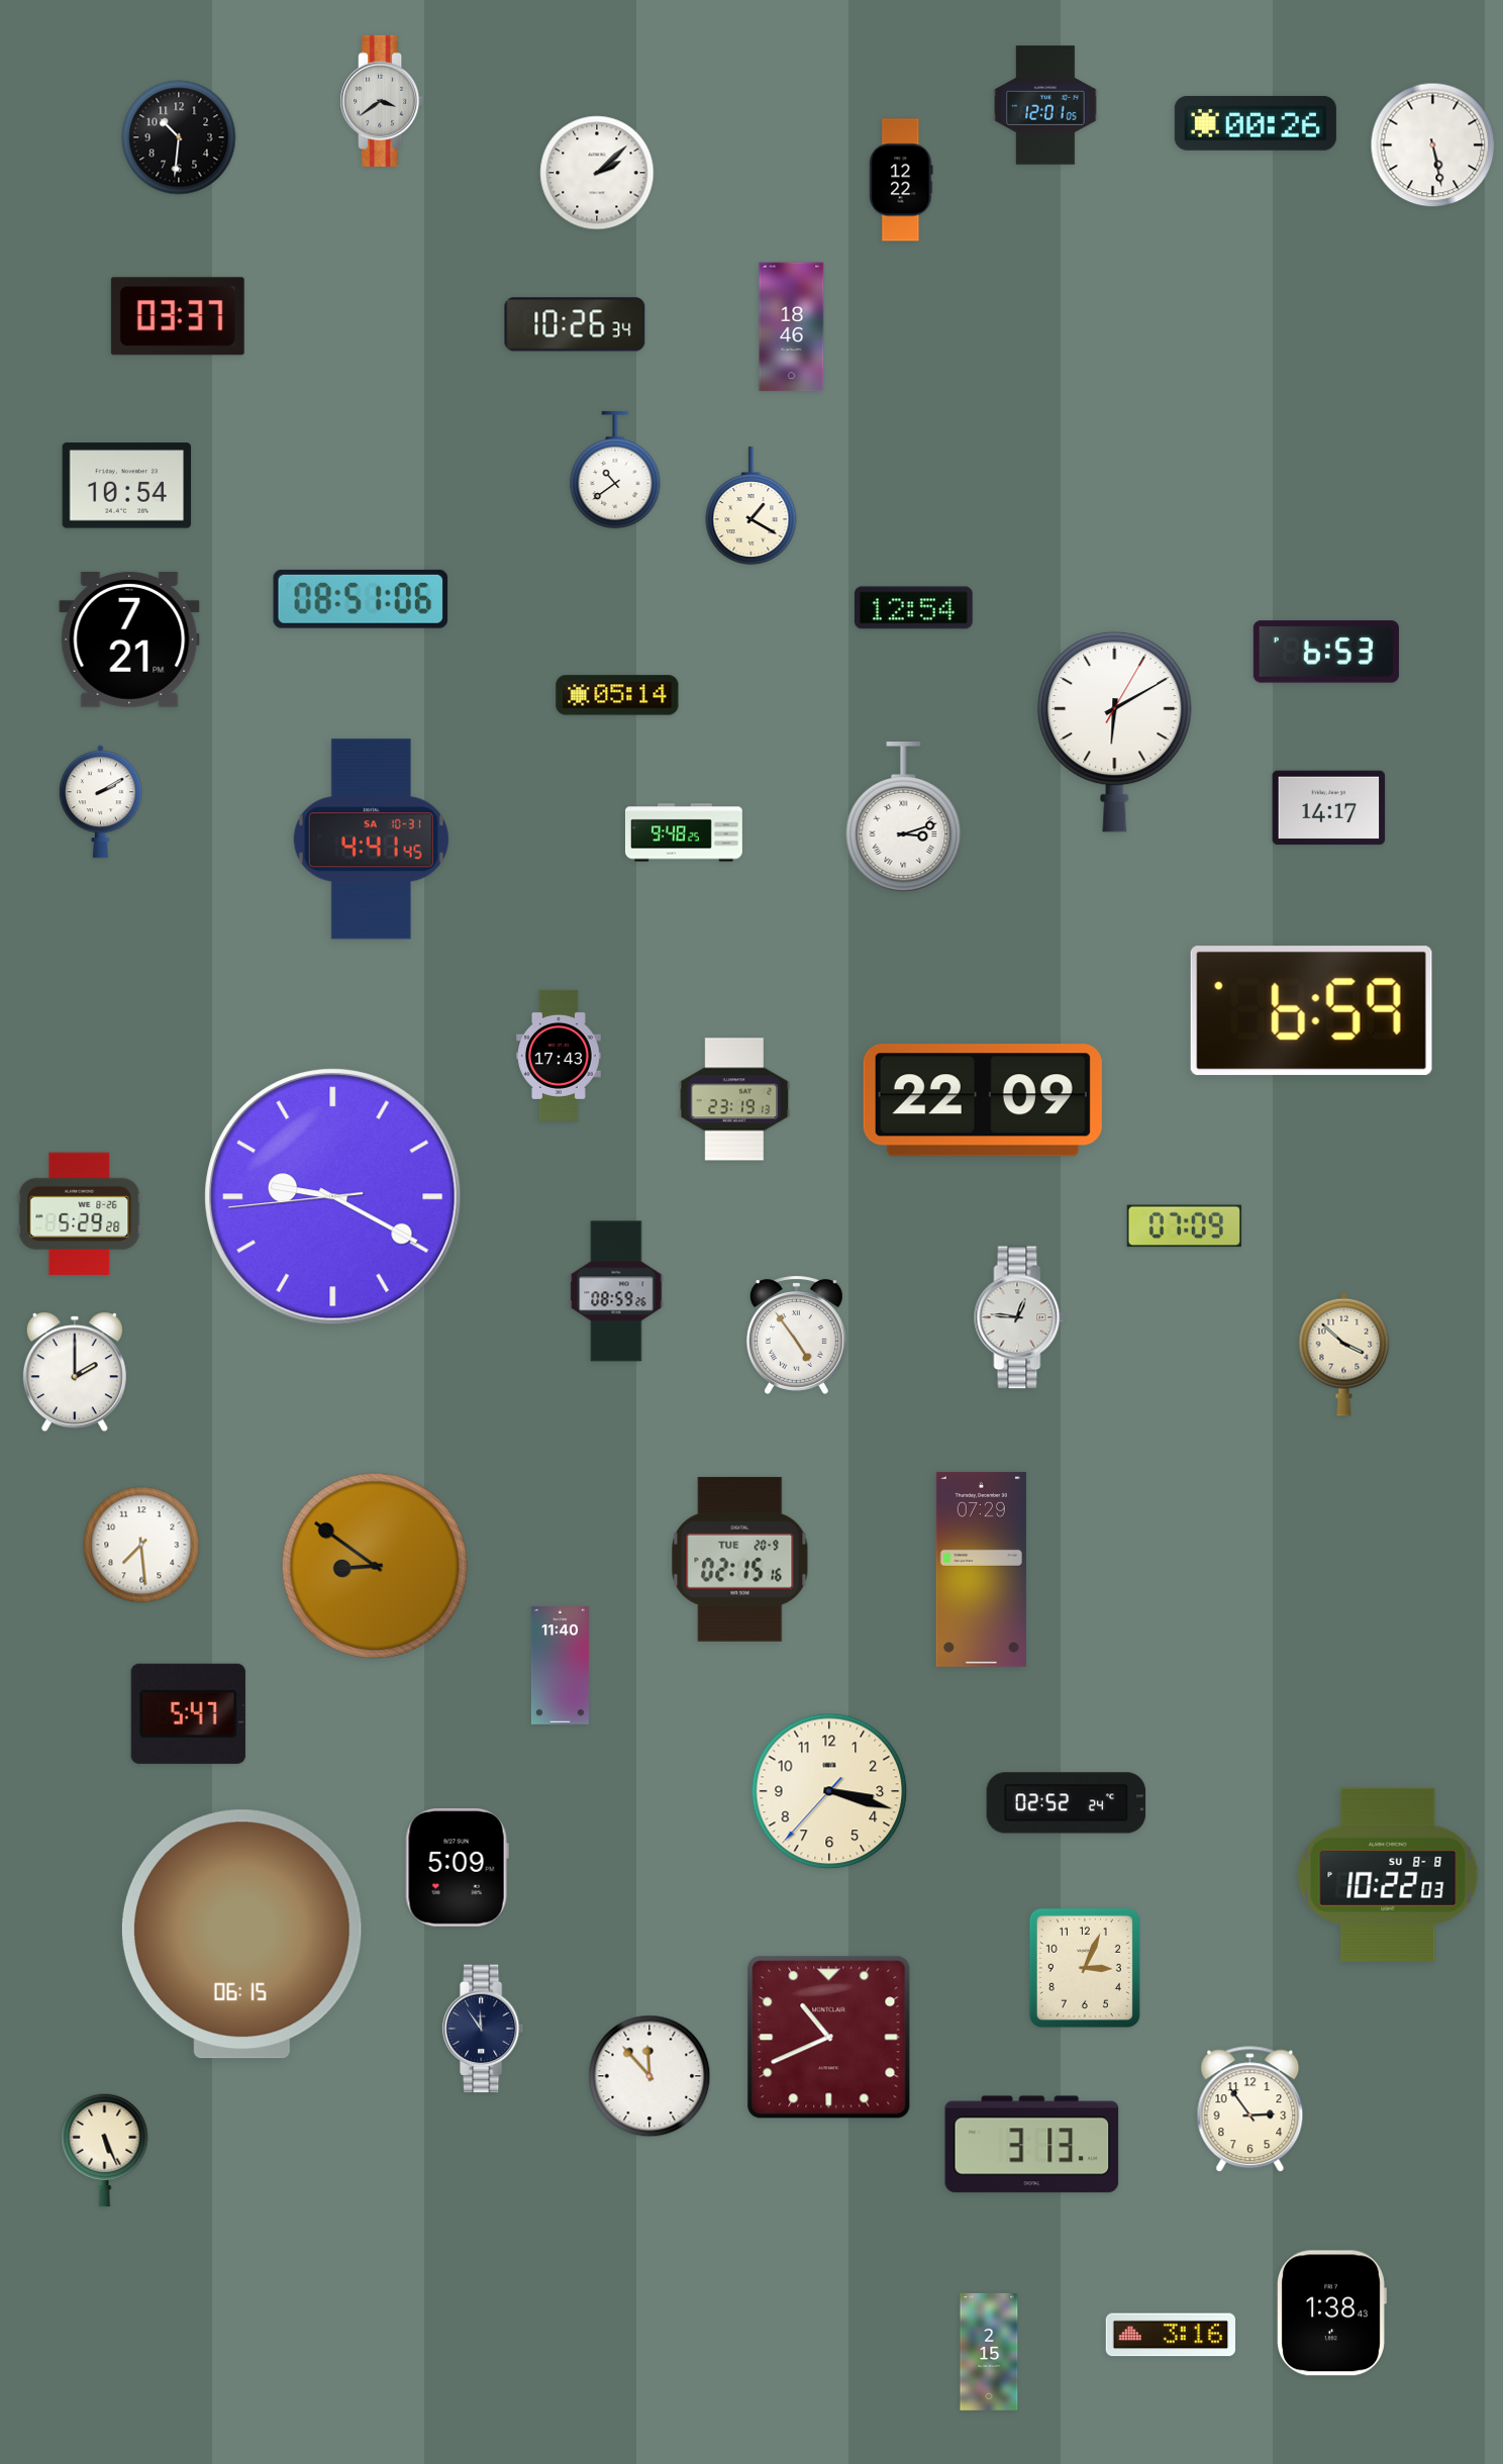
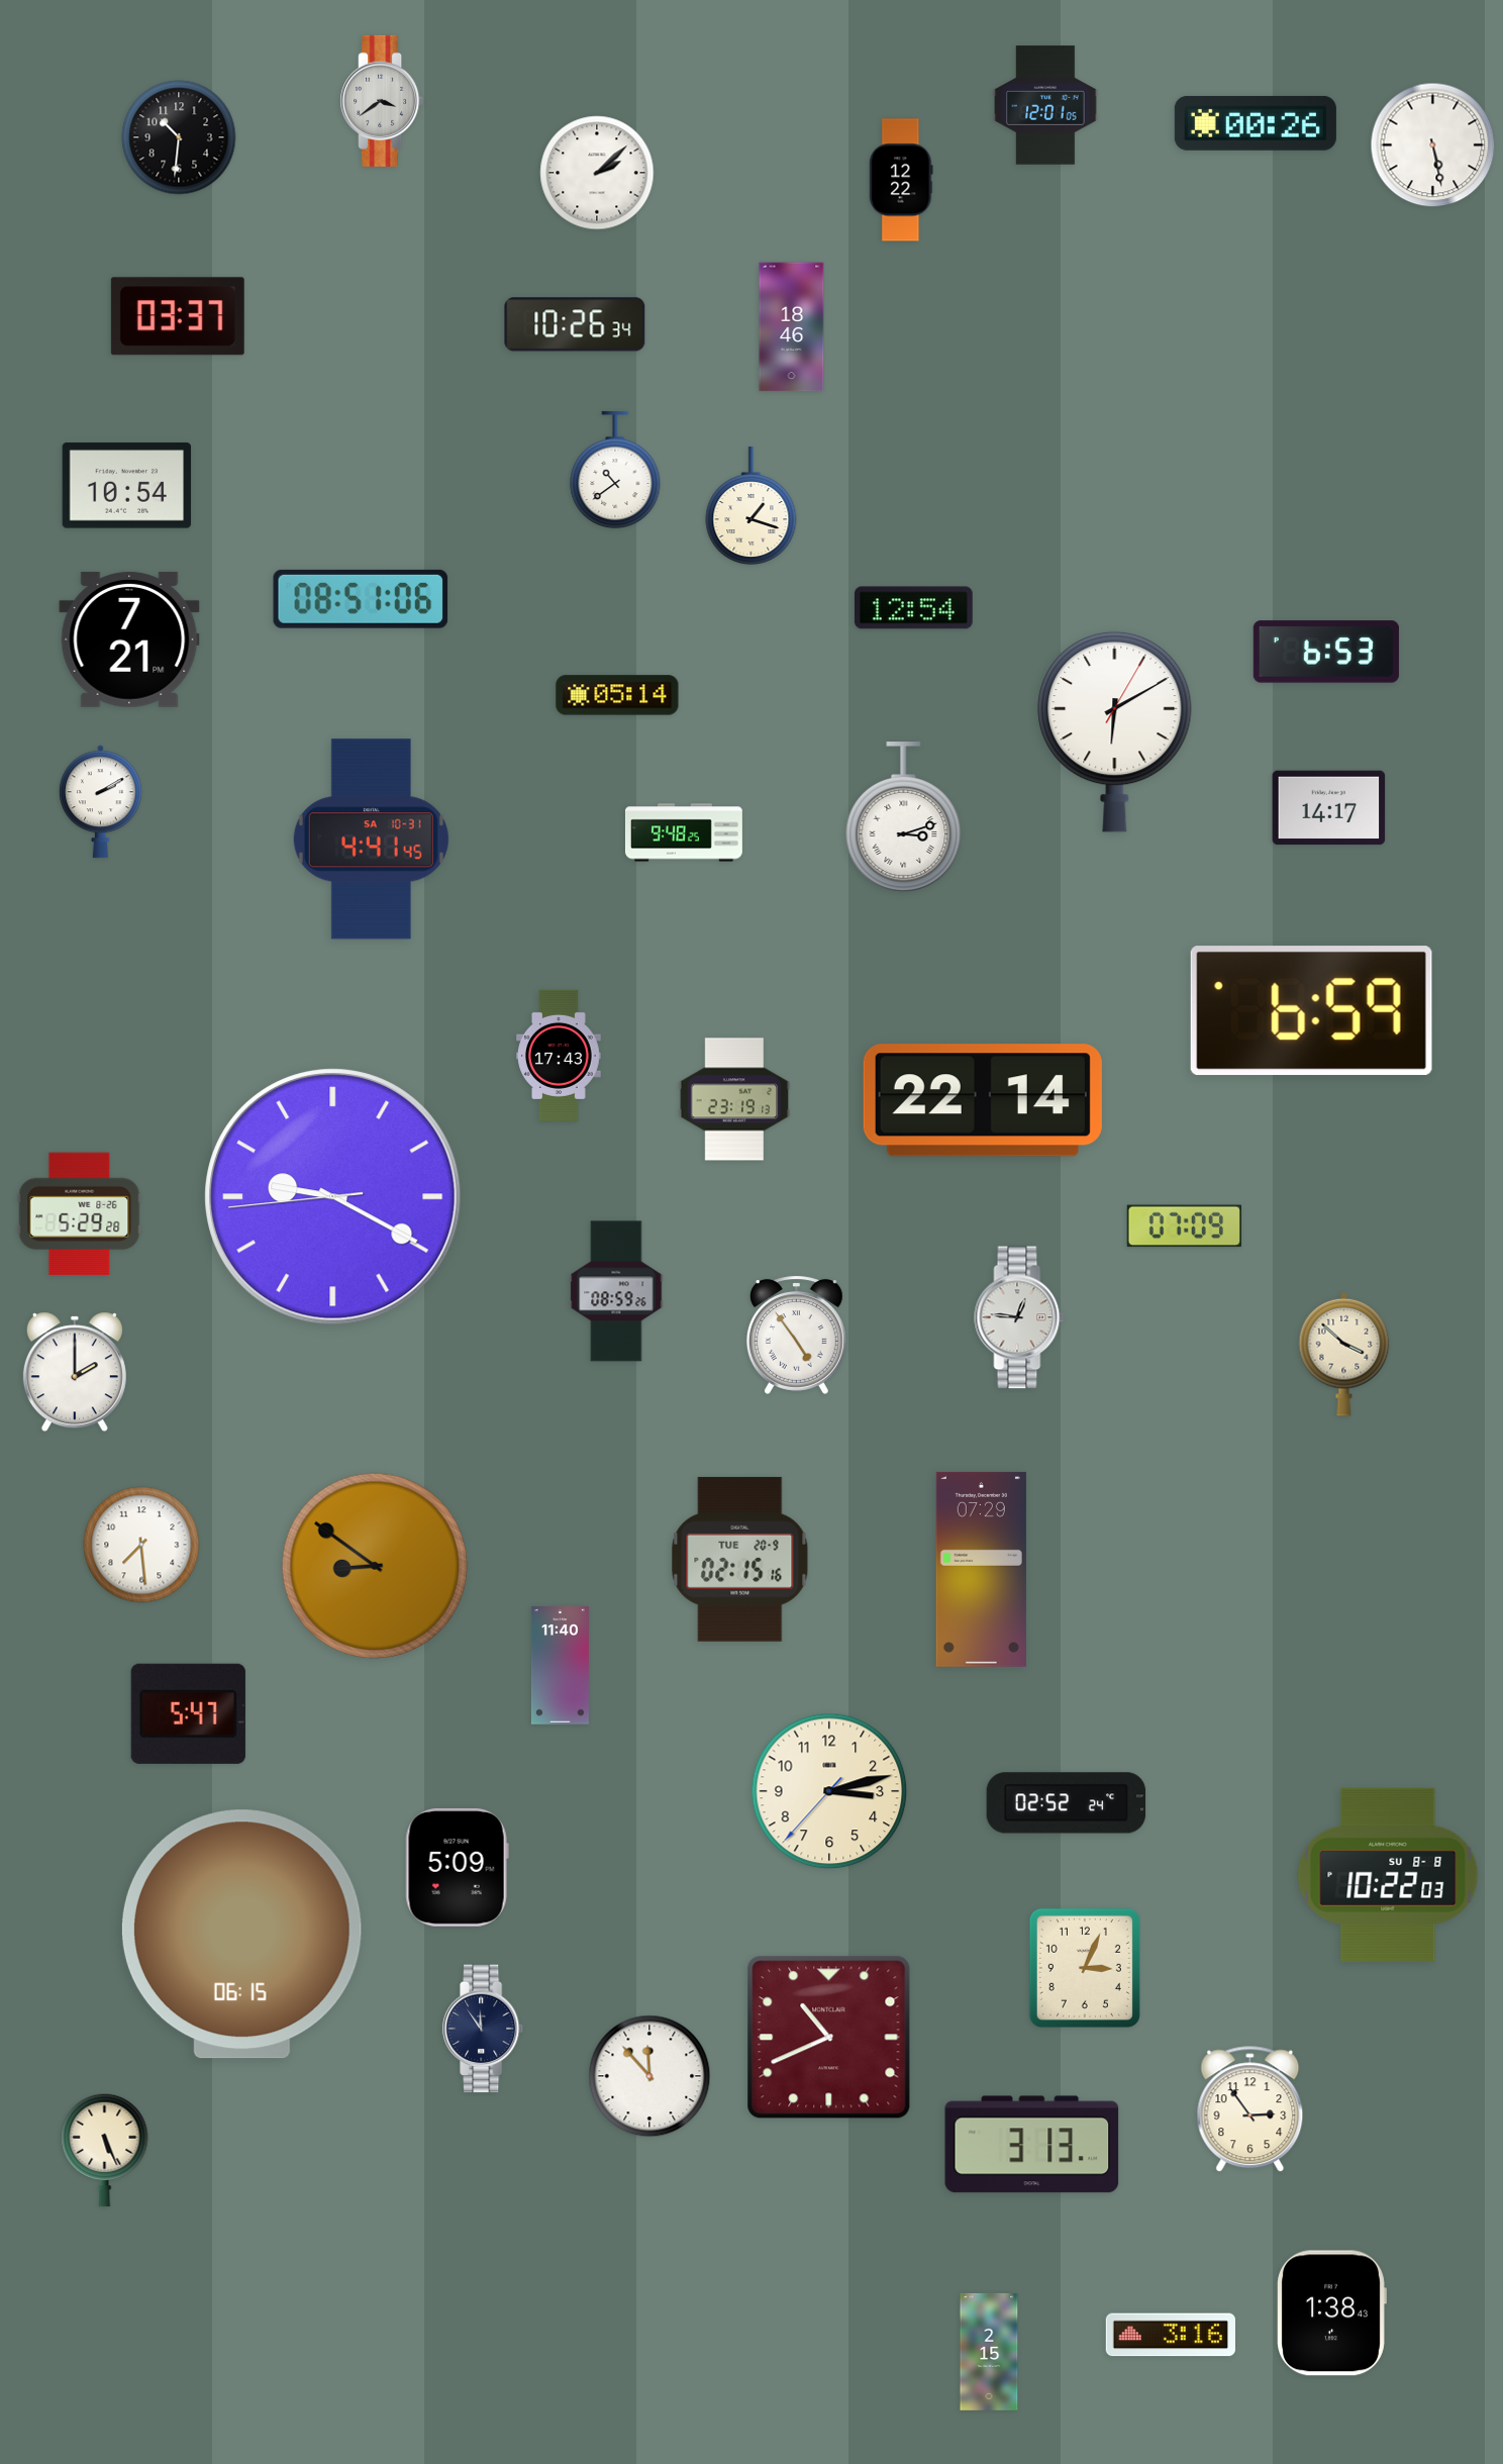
clock at (751, 507): 1:20 -> 1:18
clock at (983, 1100): 22:09 -> 22:14
clock at (829, 1791): 3:17 -> 3:12
